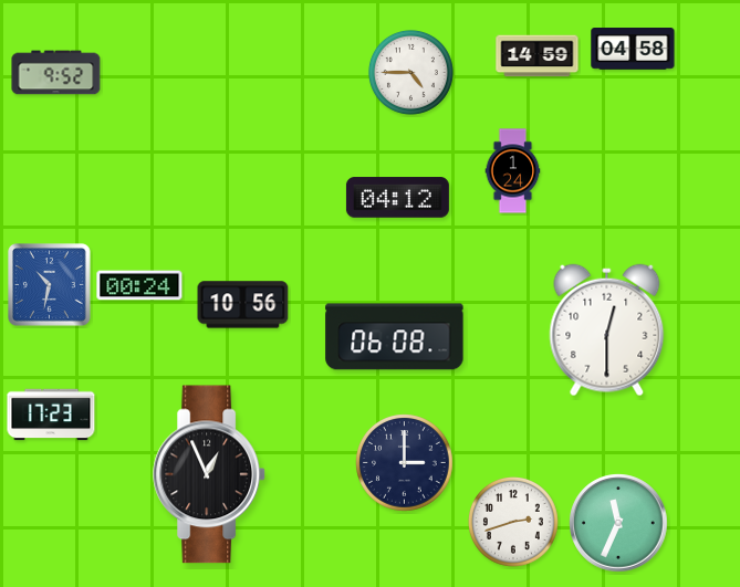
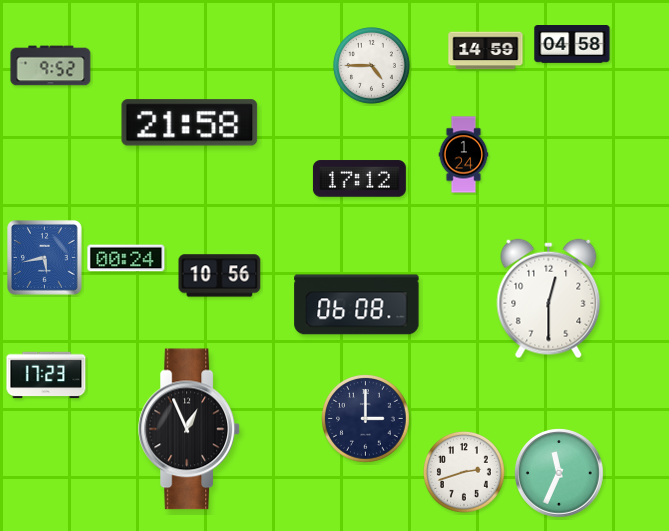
clock at (190, 123): none -> 21:58
clock at (397, 198): 04:12 -> 17:12
clock at (50, 285): 10:32 -> 5:43
